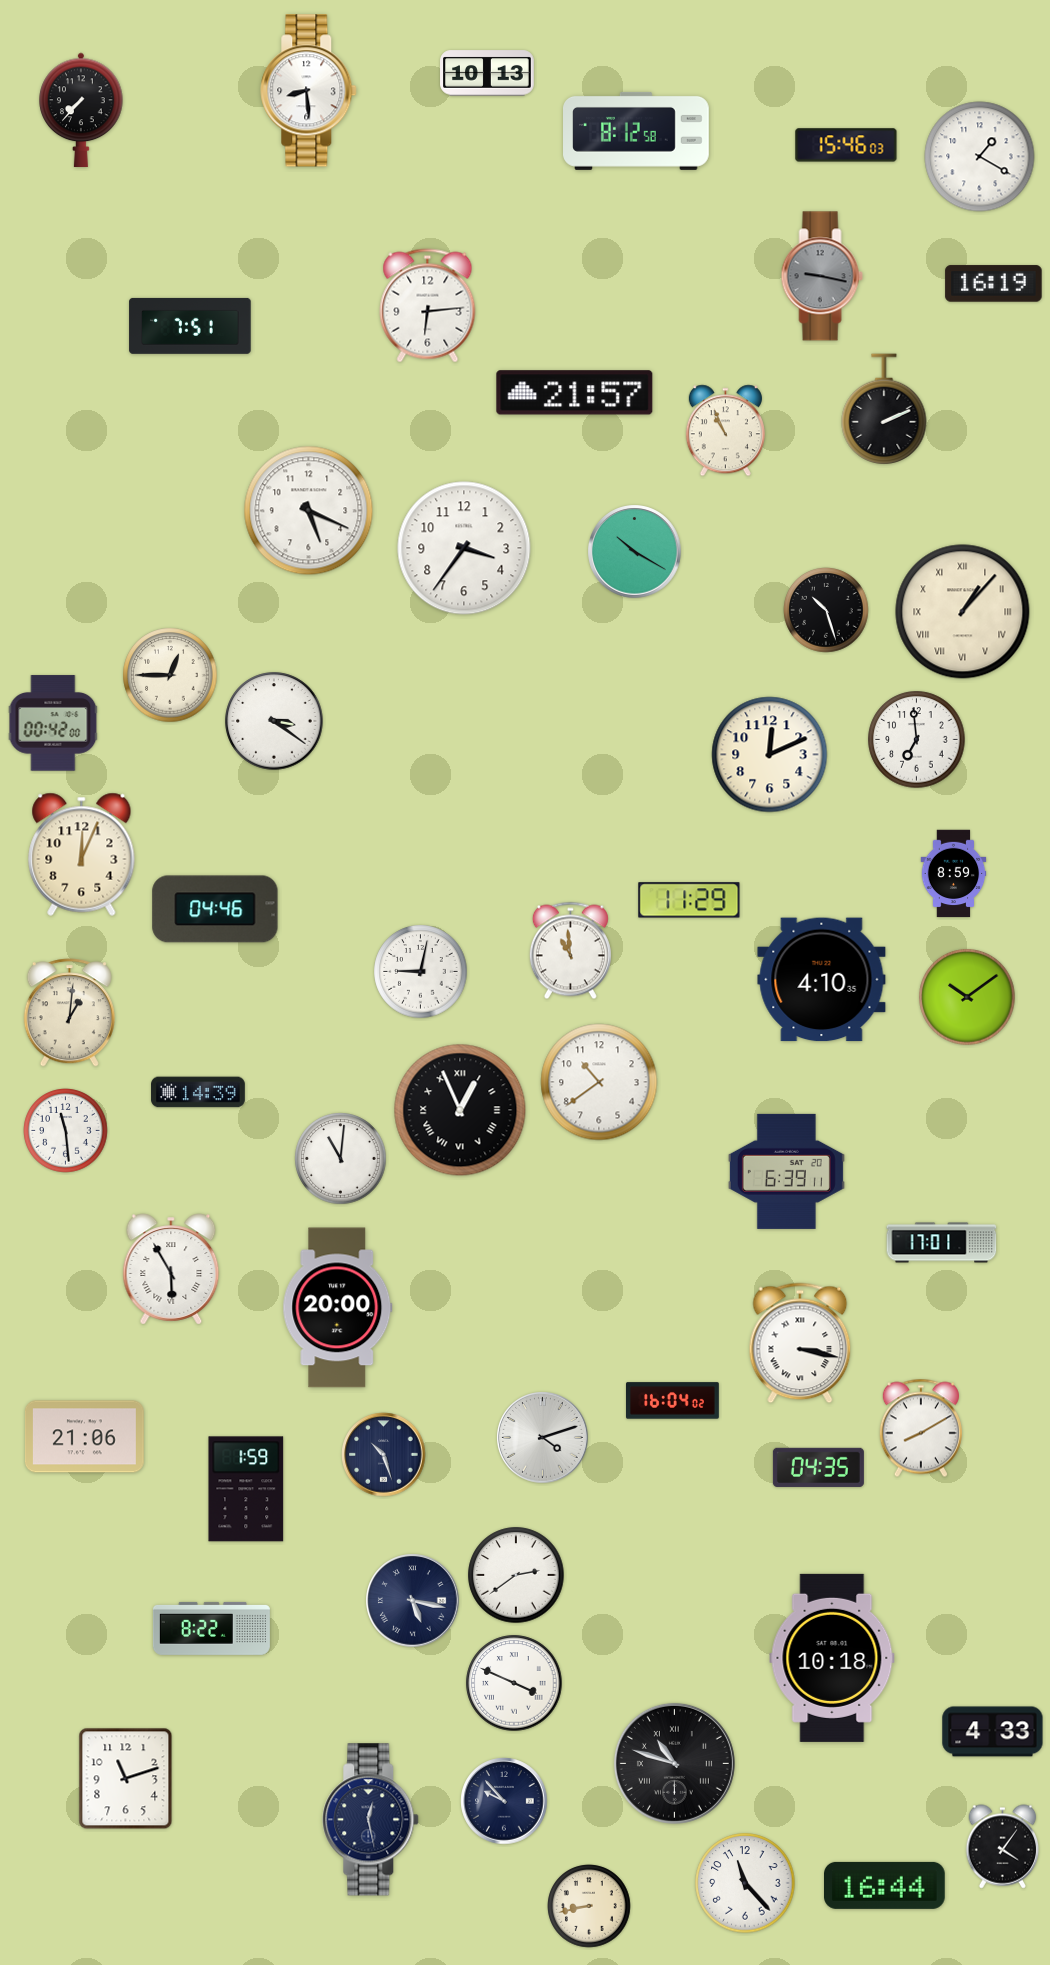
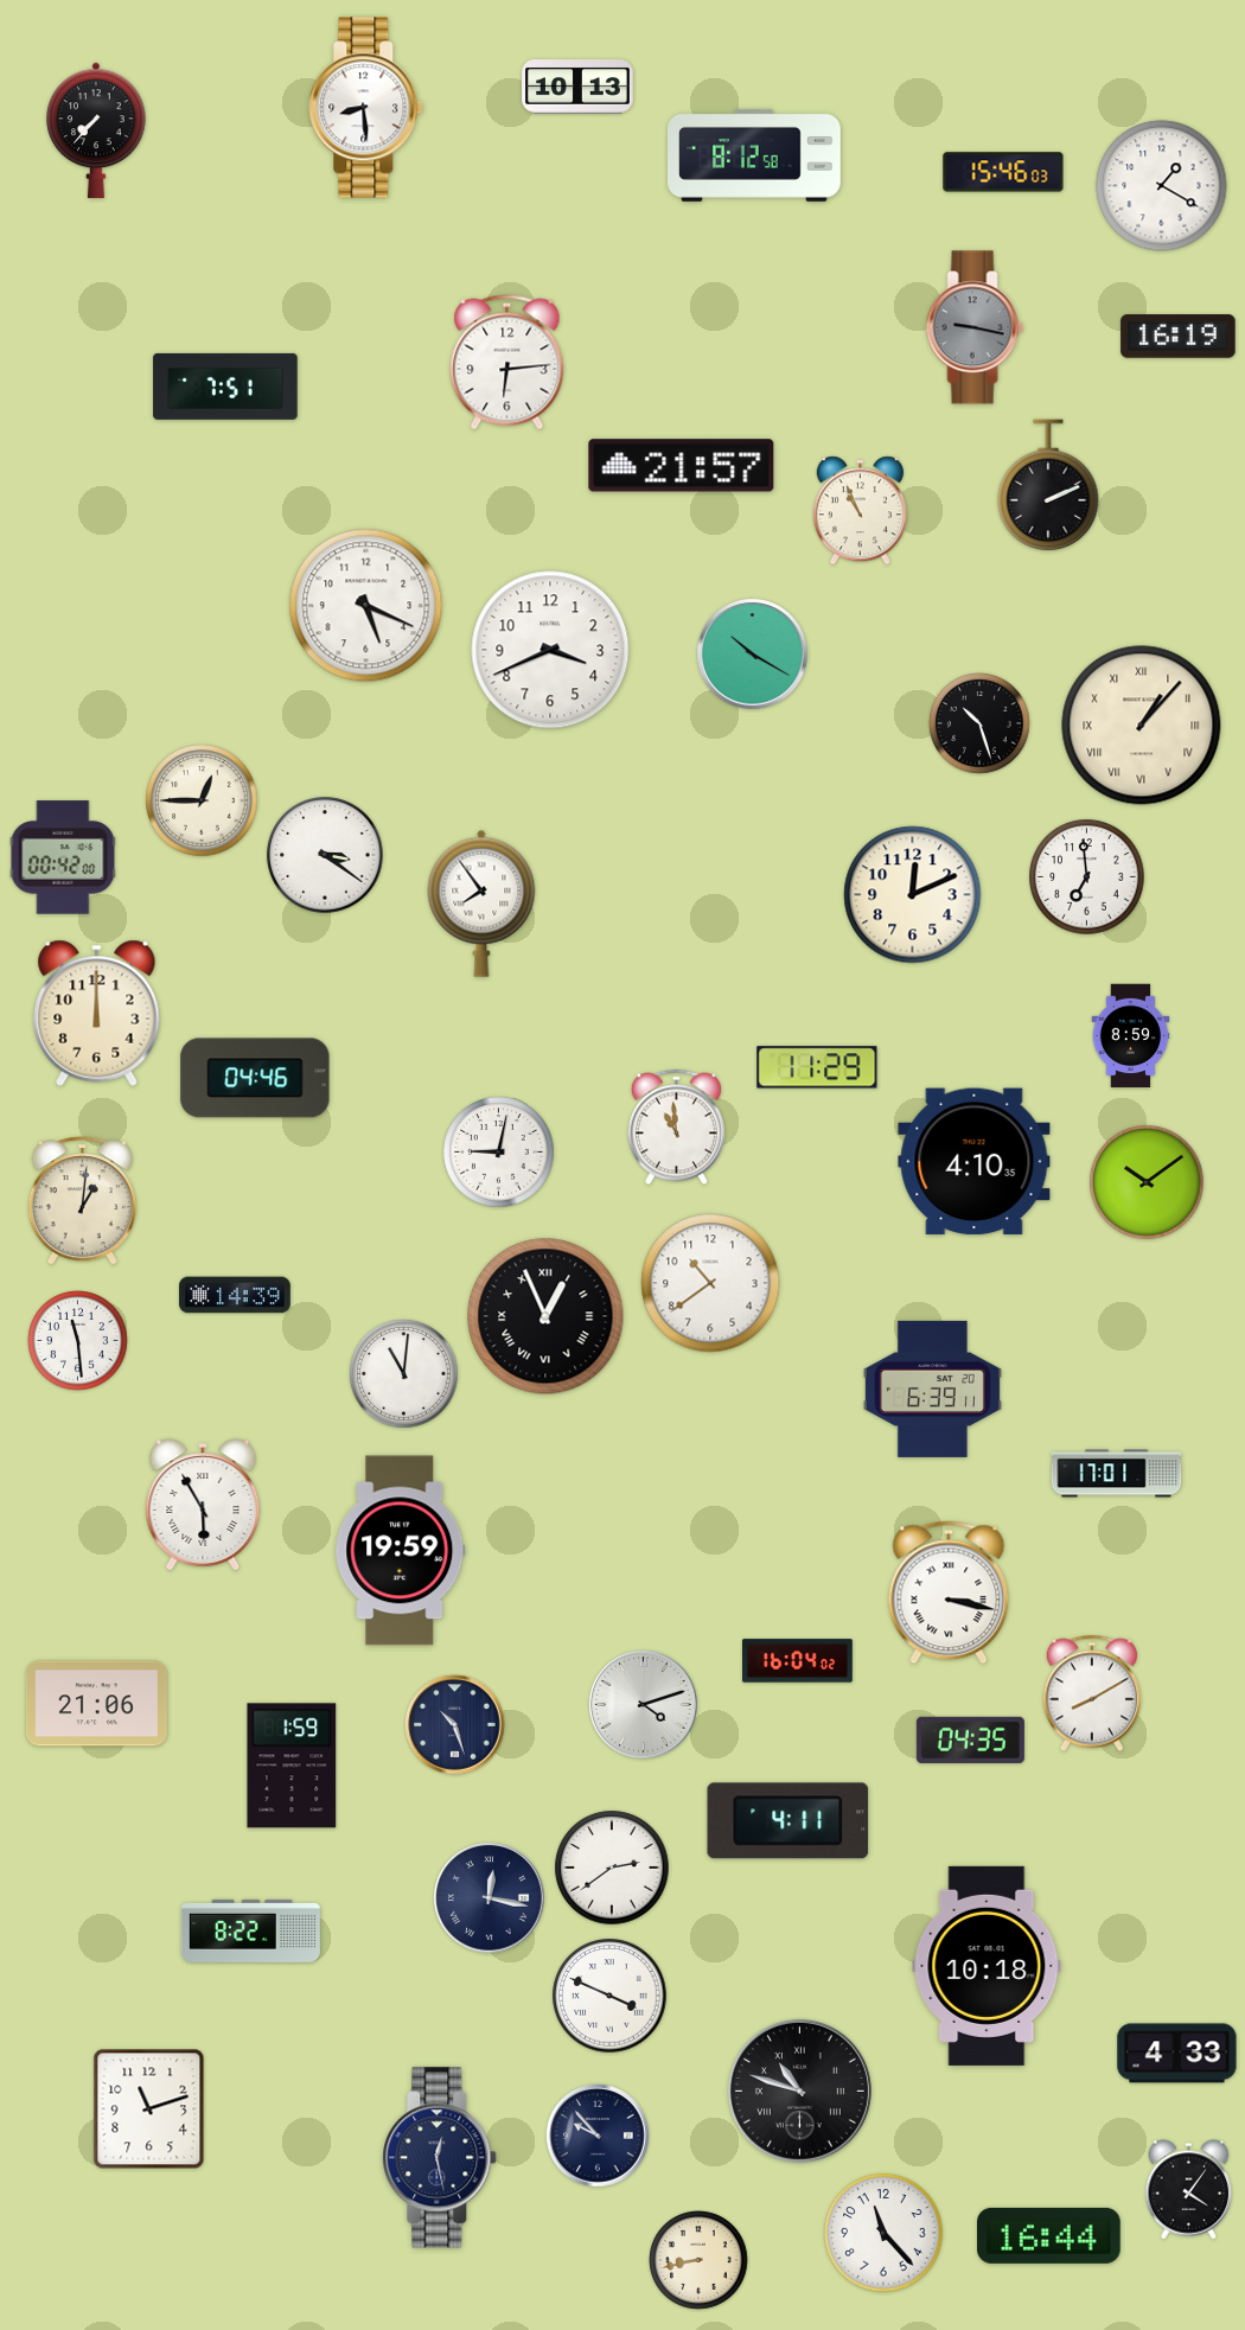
clock at (464, 548): 3:36 -> 3:41
clock at (481, 904): none -> 7:54
clock at (82, 854): 12:04 -> 12:00
clock at (338, 1308): 20:00 -> 19:59
clock at (84, 1437) position: (84, 1437) -> (96, 1704)
clock at (788, 1821): none -> 4:11
clock at (413, 1601): 5:17 -> 12:17
